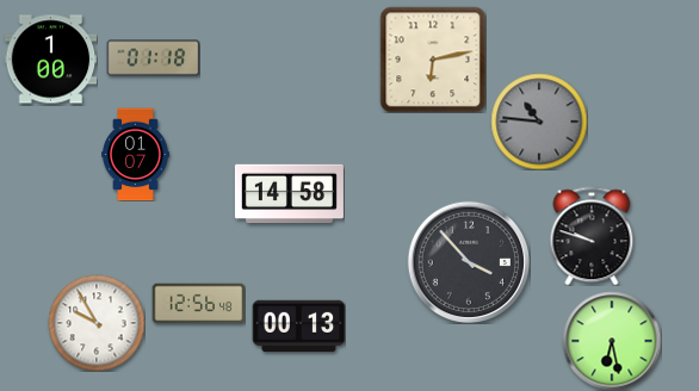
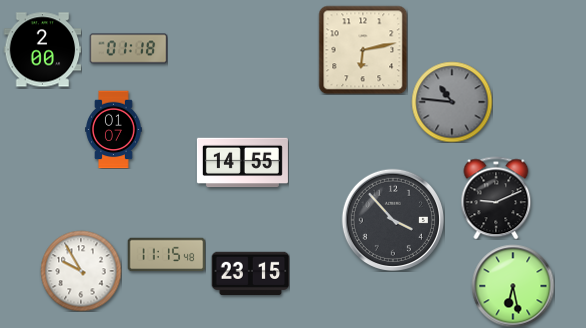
clock at (50, 60): 1:00 -> 2:00
clock at (289, 194): 14:58 -> 14:55
clock at (592, 236): 9:48 -> 9:11
clock at (198, 304): 12:56 -> 11:15
clock at (298, 327): 00:13 -> 23:15
